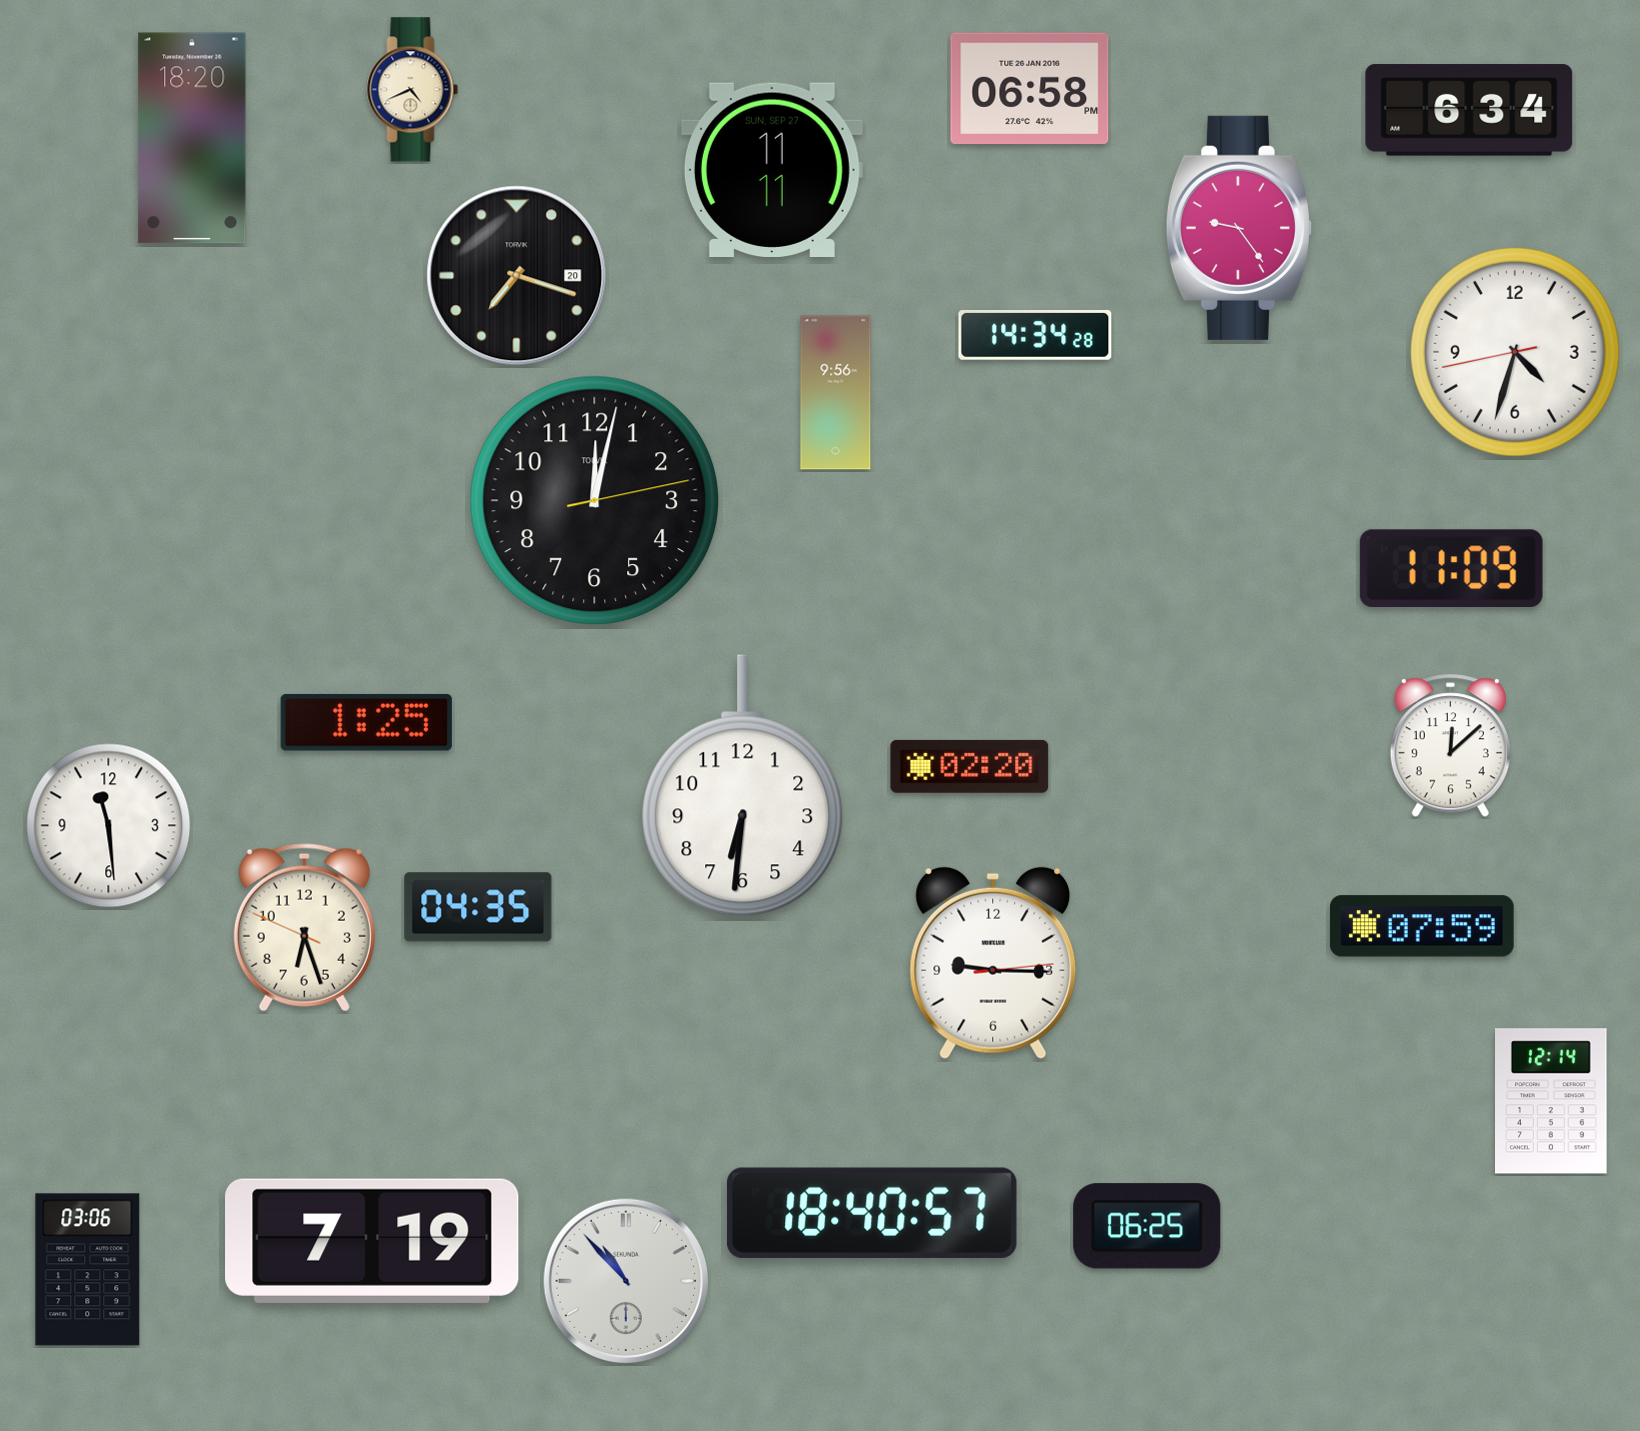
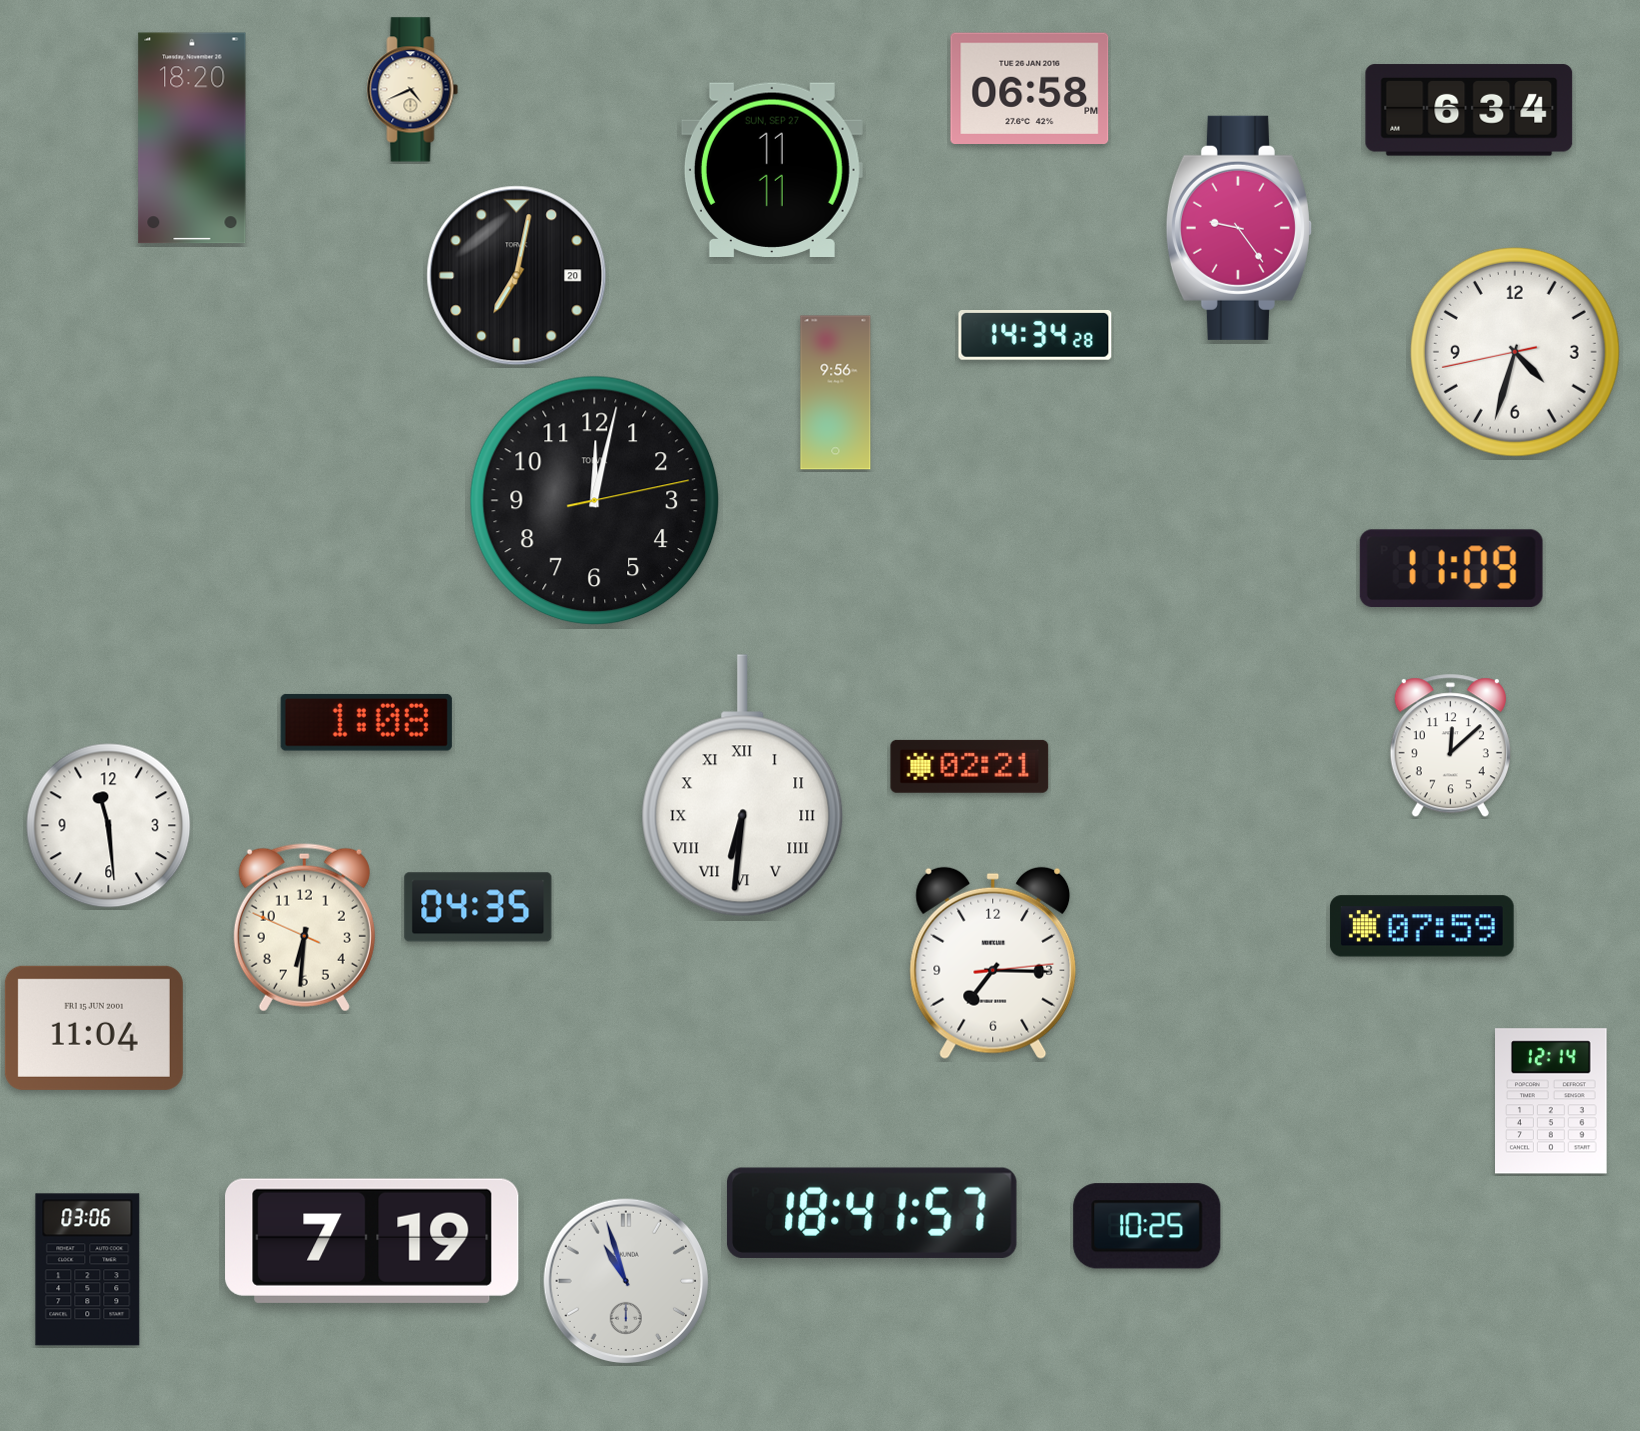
clock at (517, 276): 7:18 -> 7:02
clock at (366, 722): 1:25 -> 1:08
clock at (970, 766): 02:20 -> 02:21
clock at (743, 786) numerals: Arabic -> Roman
clock at (304, 928): 6:26 -> 6:30
clock at (993, 963): 9:15 -> 7:15
clock at (94, 1028): none -> 11:04
clock at (872, 1213): 18:40 -> 18:41
clock at (1147, 1226): 06:25 -> 10:25
clock at (626, 1281): 10:53 -> 10:57
